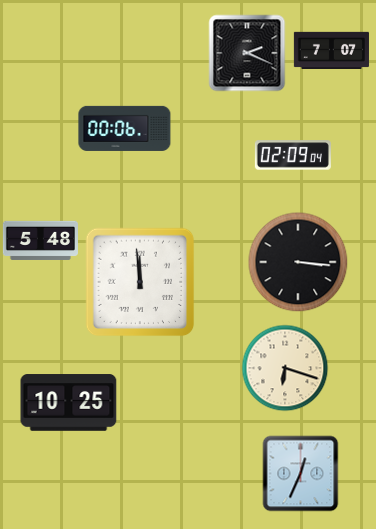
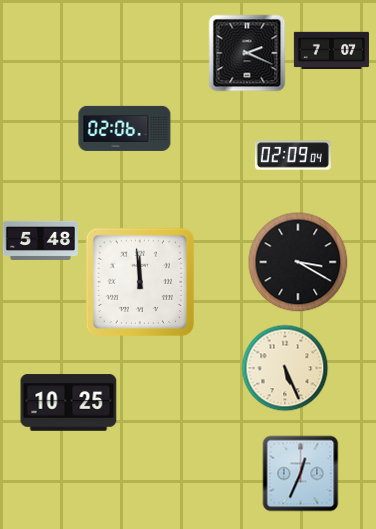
clock at (125, 128): 00:06 -> 02:06
clock at (298, 262): 3:16 -> 3:20
clock at (285, 368): 6:18 -> 5:26
